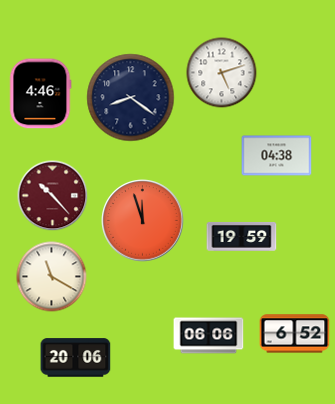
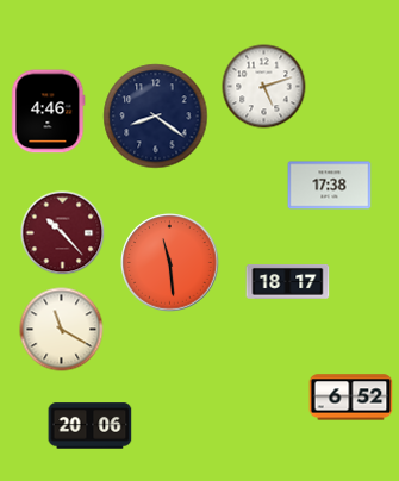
clock at (277, 156): 04:38 -> 17:38
clock at (143, 221): 11:57 -> 11:29
clock at (242, 237): 19:59 -> 18:17
clock at (209, 336): 06:06 -> none
